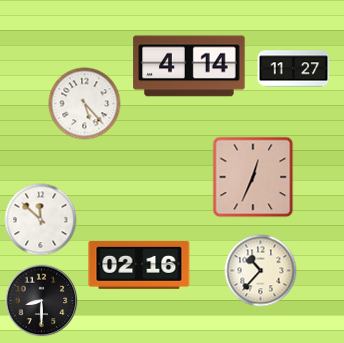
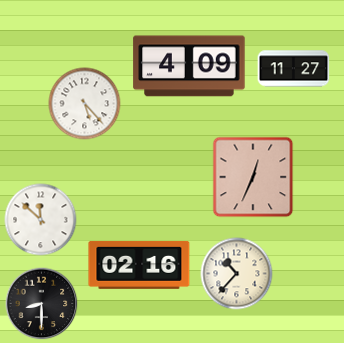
clock at (189, 66): 4:14 -> 4:09
clock at (261, 271) position: (261, 271) -> (237, 274)
clock at (42, 301) position: (42, 301) -> (42, 304)
